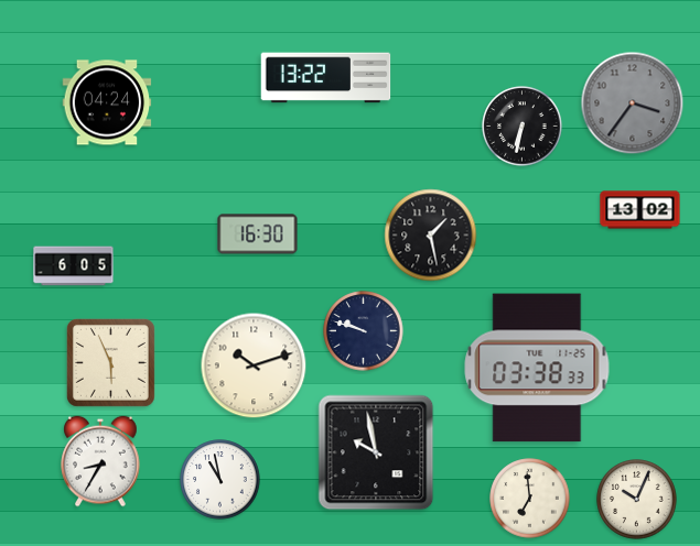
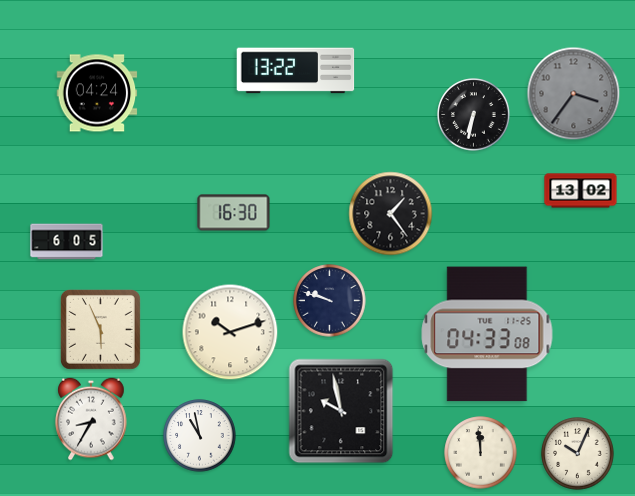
clock at (431, 236): 1:28 -> 1:24
clock at (537, 368): 03:38 -> 04:33
clock at (530, 499): 6:59 -> 11:59
